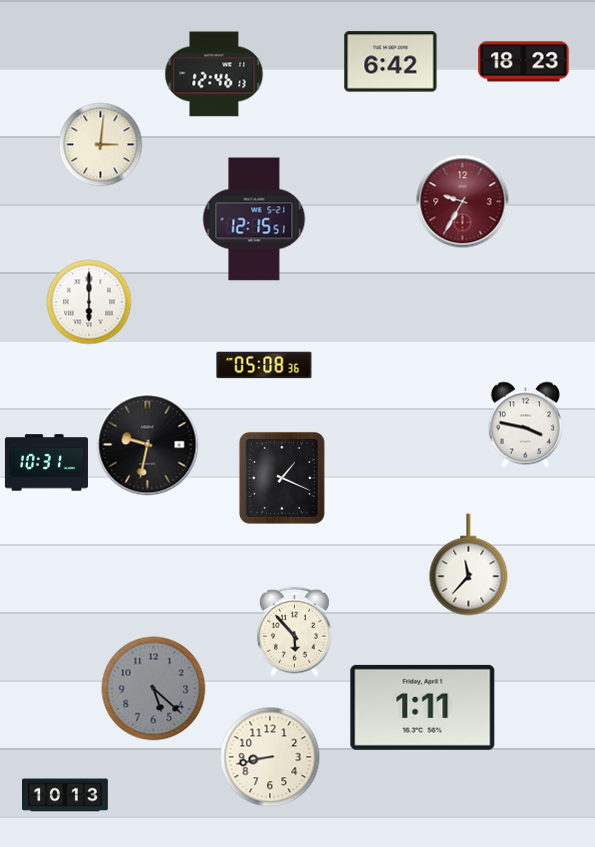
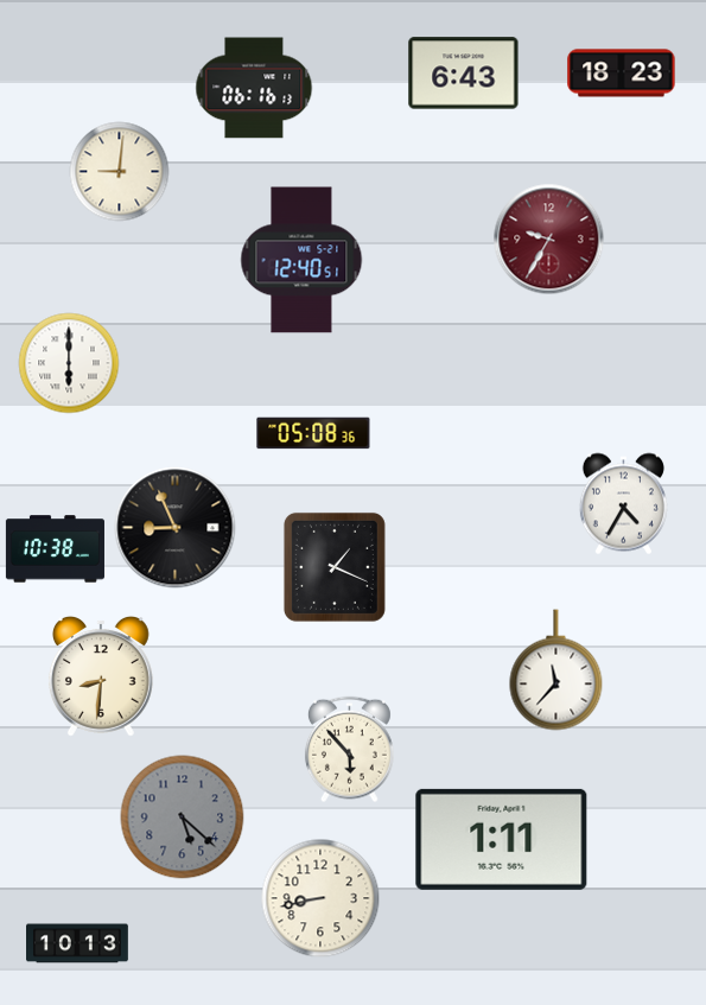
clock at (391, 62): 6:42 -> 6:43
clock at (214, 74): 12:46 -> 06:16
clock at (101, 145): 3:01 -> 9:01
clock at (254, 219): 12:15 -> 12:40
clock at (89, 302) position: (89, 302) -> (69, 363)
clock at (525, 425): 3:47 -> 4:35
clock at (148, 445): 9:32 -> 8:56
clock at (46, 463): 10:31 -> 10:38
clock at (101, 676): none -> 8:31
